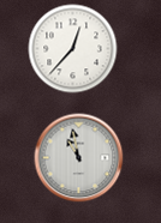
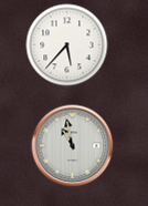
clock at (73, 49): 12:37 -> 5:37
